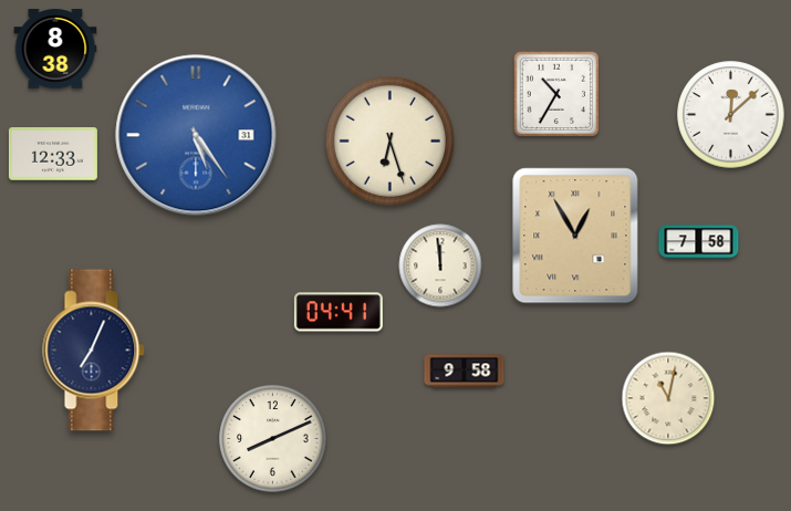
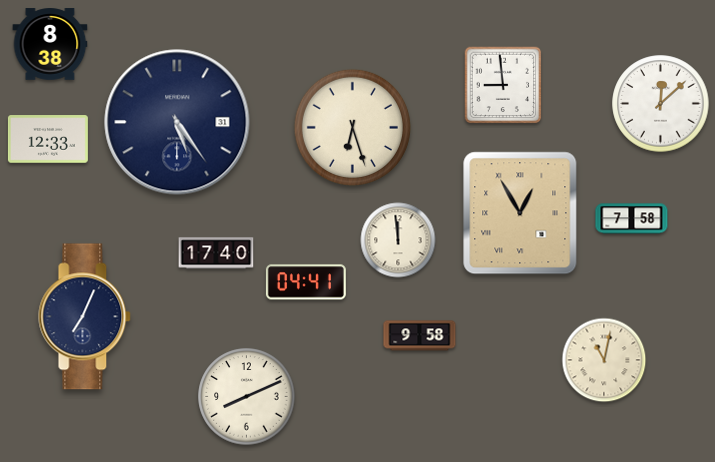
clock at (556, 94): 10:35 -> 8:59
clock at (196, 135) dial: blue -> navy
clock at (216, 253): none -> 17:40
